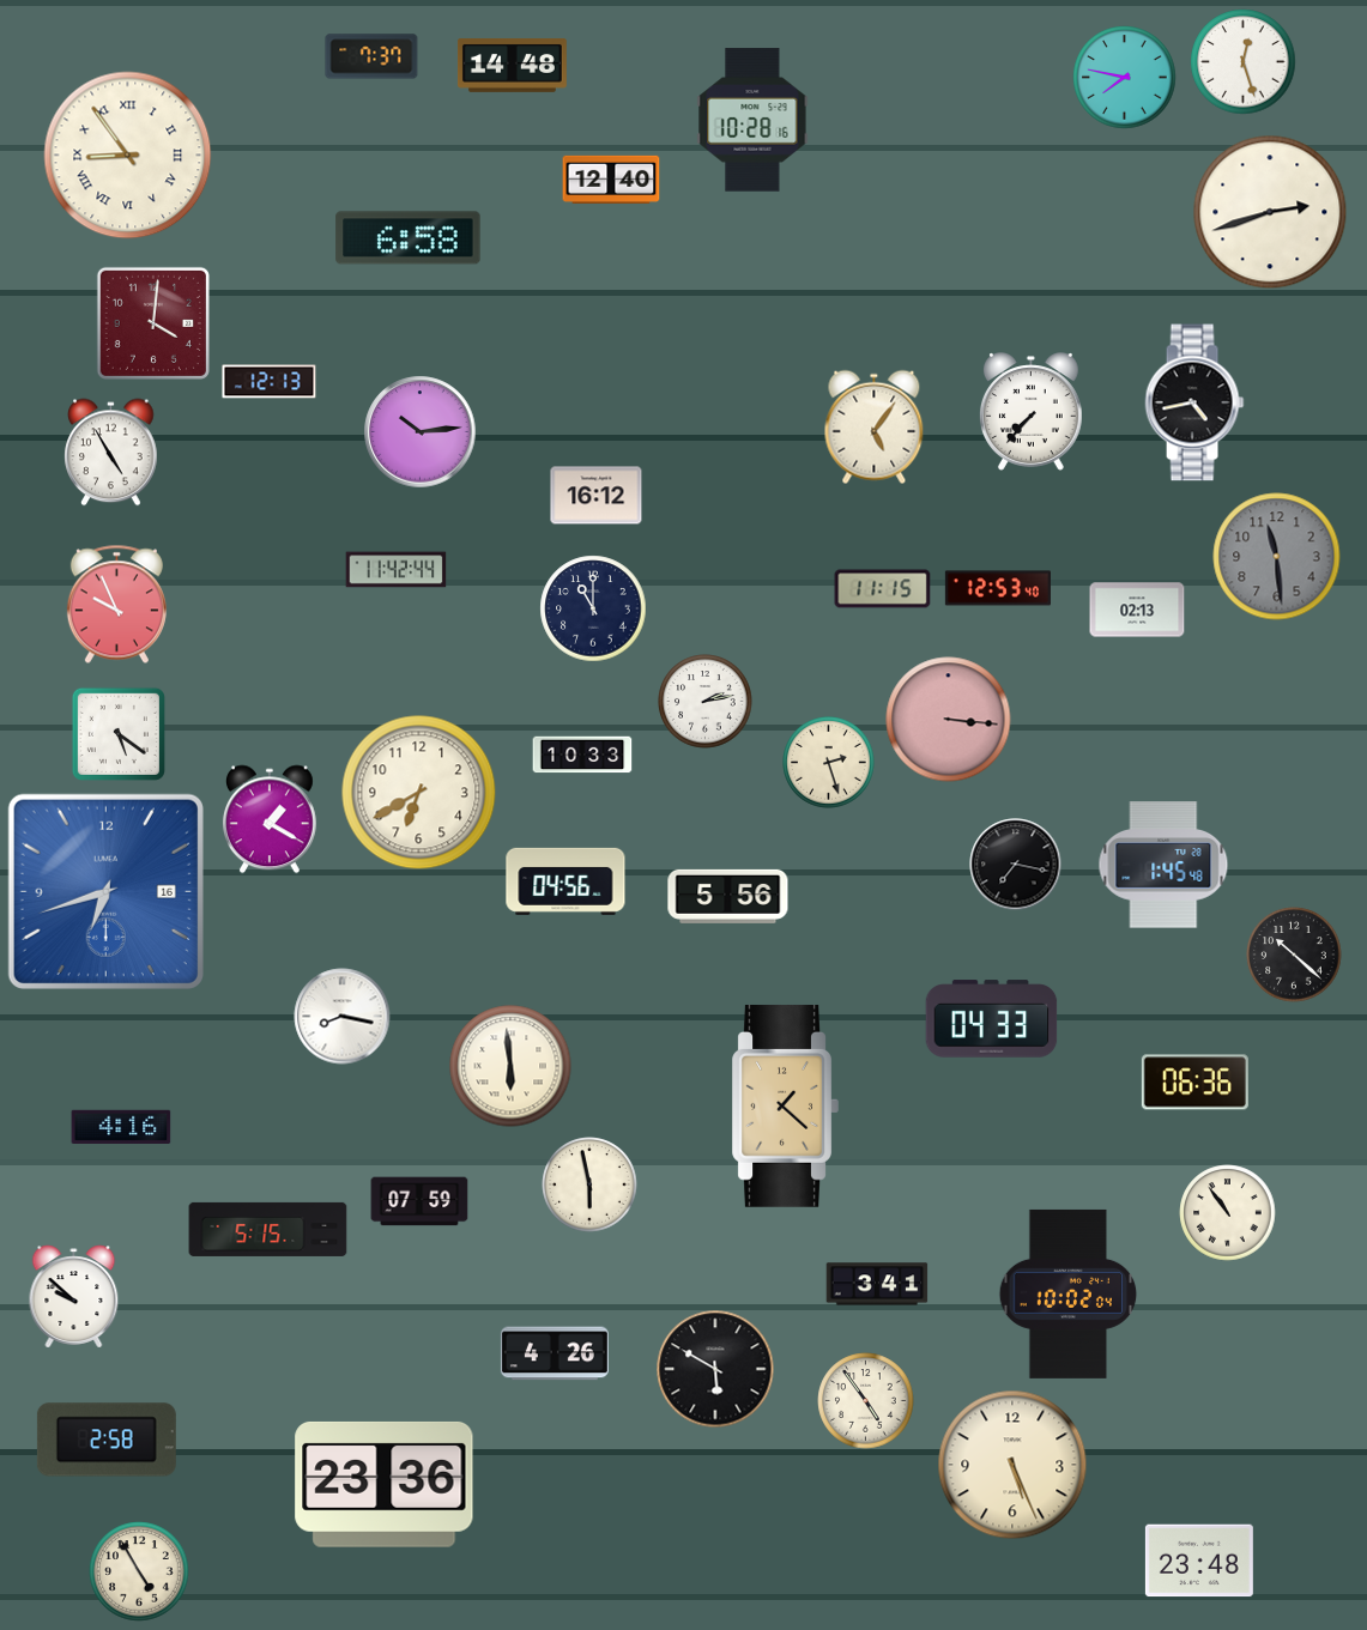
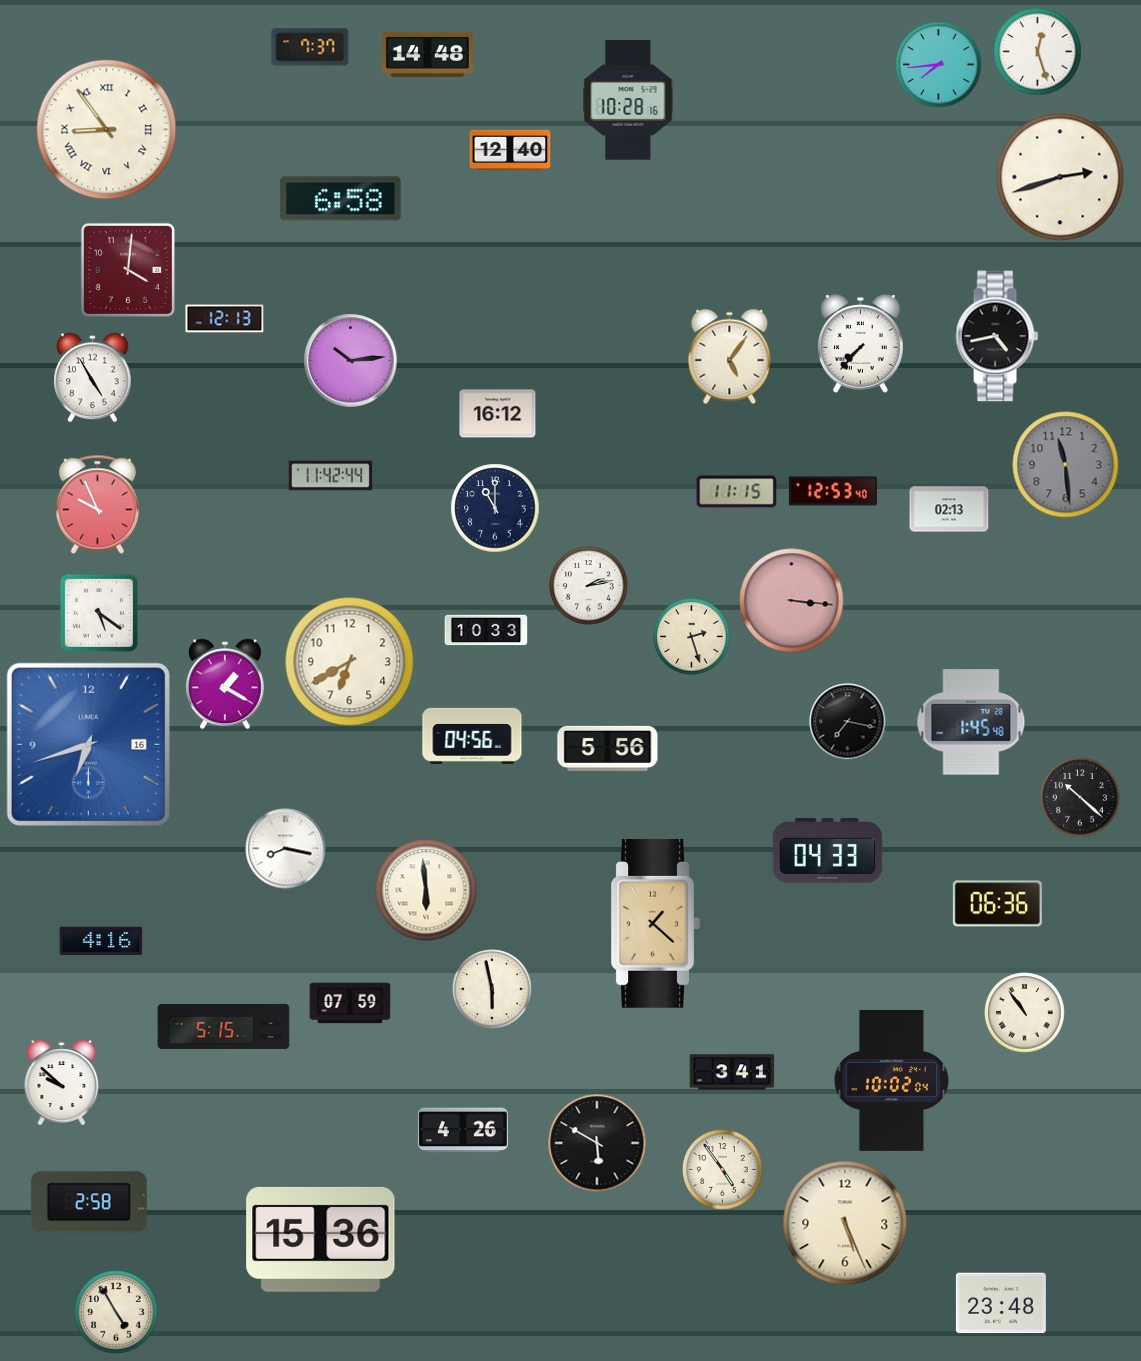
clock at (1125, 78): 7:47 -> 7:44
clock at (385, 1484): 23:36 -> 15:36
